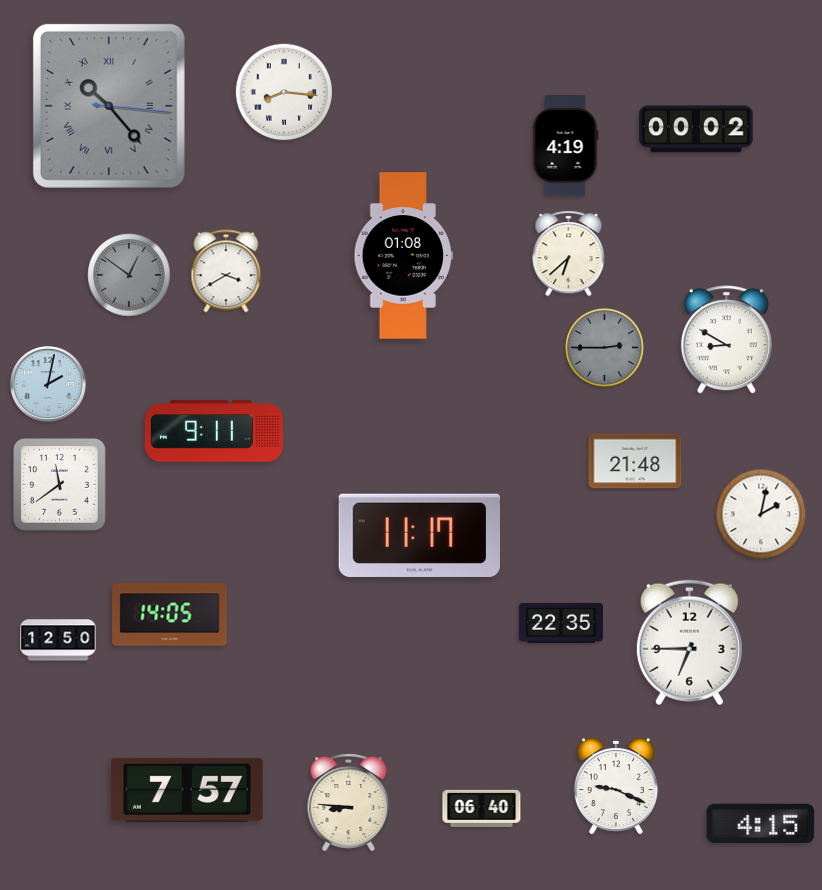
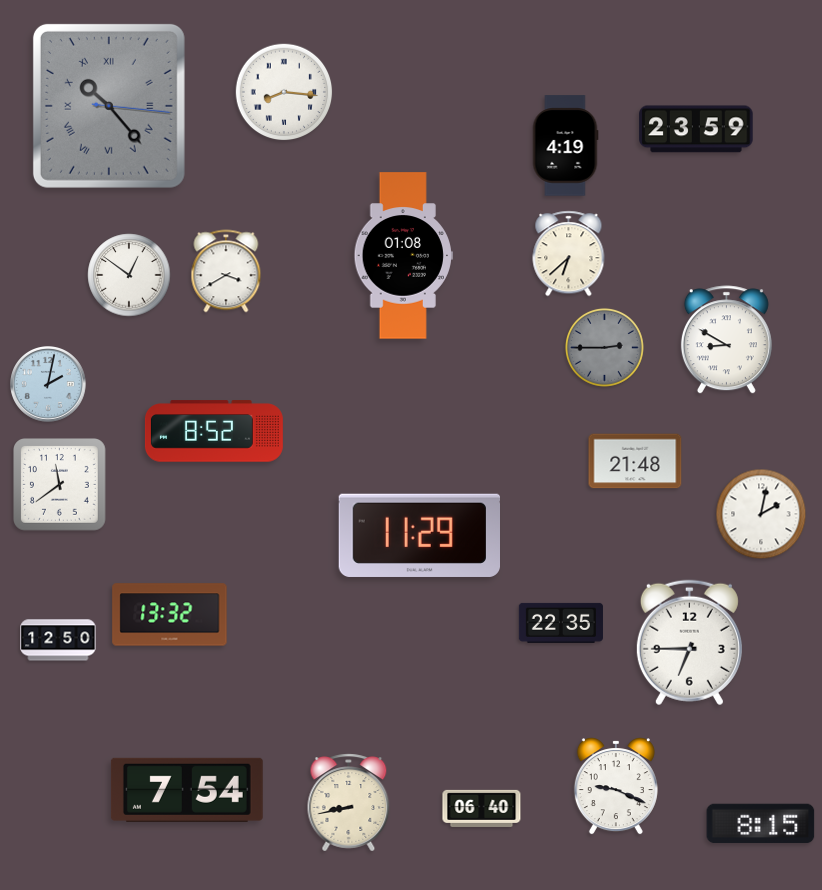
clock at (696, 129): 00:02 -> 23:59
clock at (129, 275) dial: grey -> white
clock at (214, 431): 9:11 -> 8:52
clock at (419, 535): 11:17 -> 11:29
clock at (170, 615): 14:05 -> 13:32
clock at (187, 790): 7:57 -> 7:54
clock at (349, 803): 8:46 -> 8:43
clock at (761, 824): 4:15 -> 8:15
